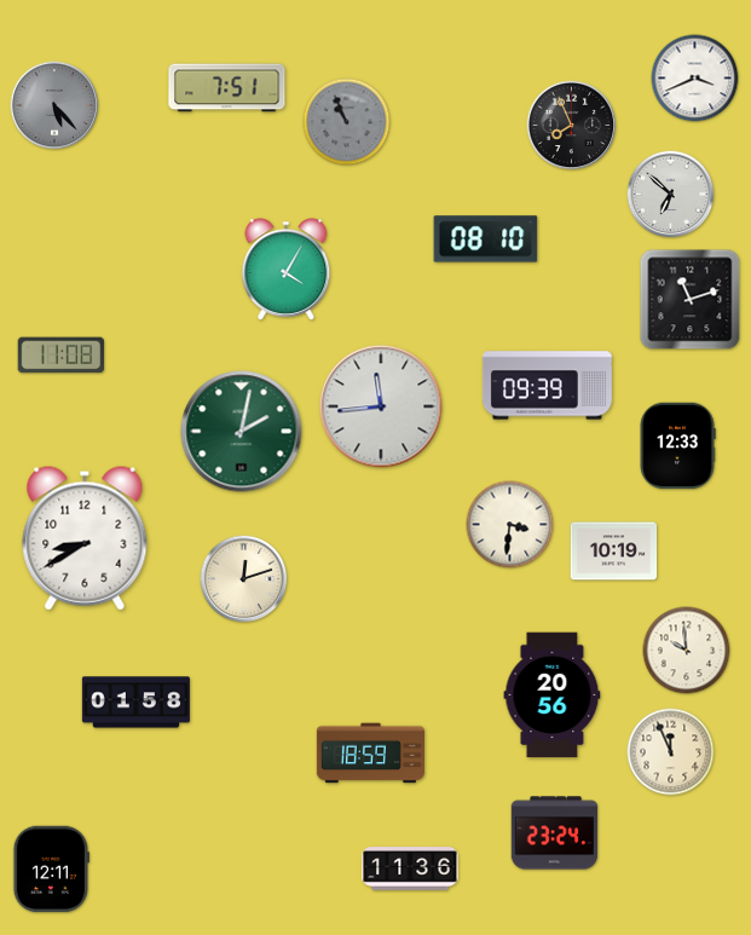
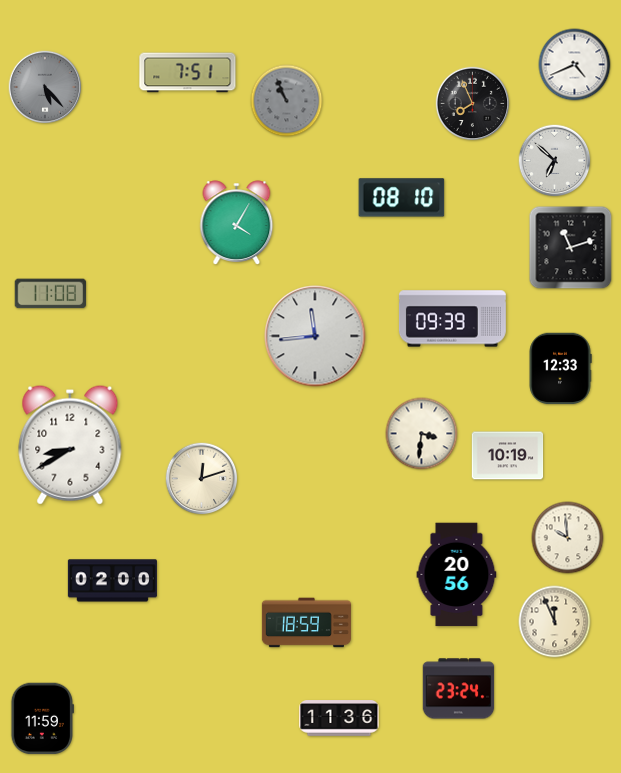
clock at (695, 79): 3:41 -> 4:41
clock at (242, 432): 2:02 -> none
clock at (135, 703): 01:58 -> 02:00
clock at (51, 870): 12:11 -> 11:59
